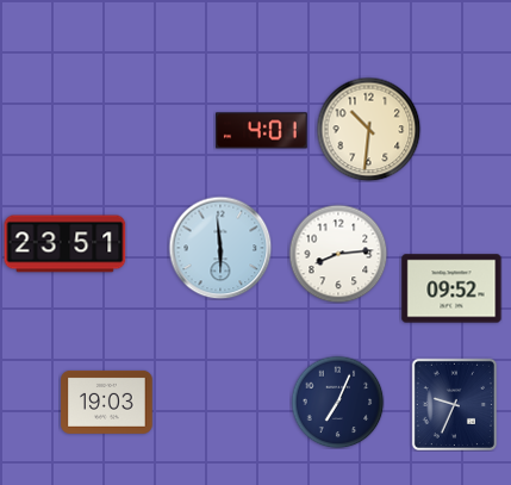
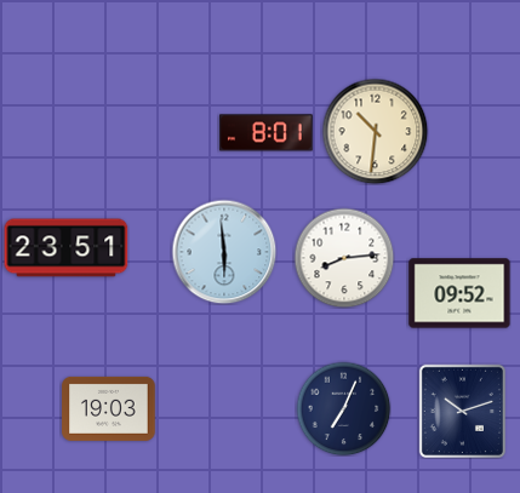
clock at (262, 131): 4:01 -> 8:01
clock at (454, 404): 9:34 -> 10:12
